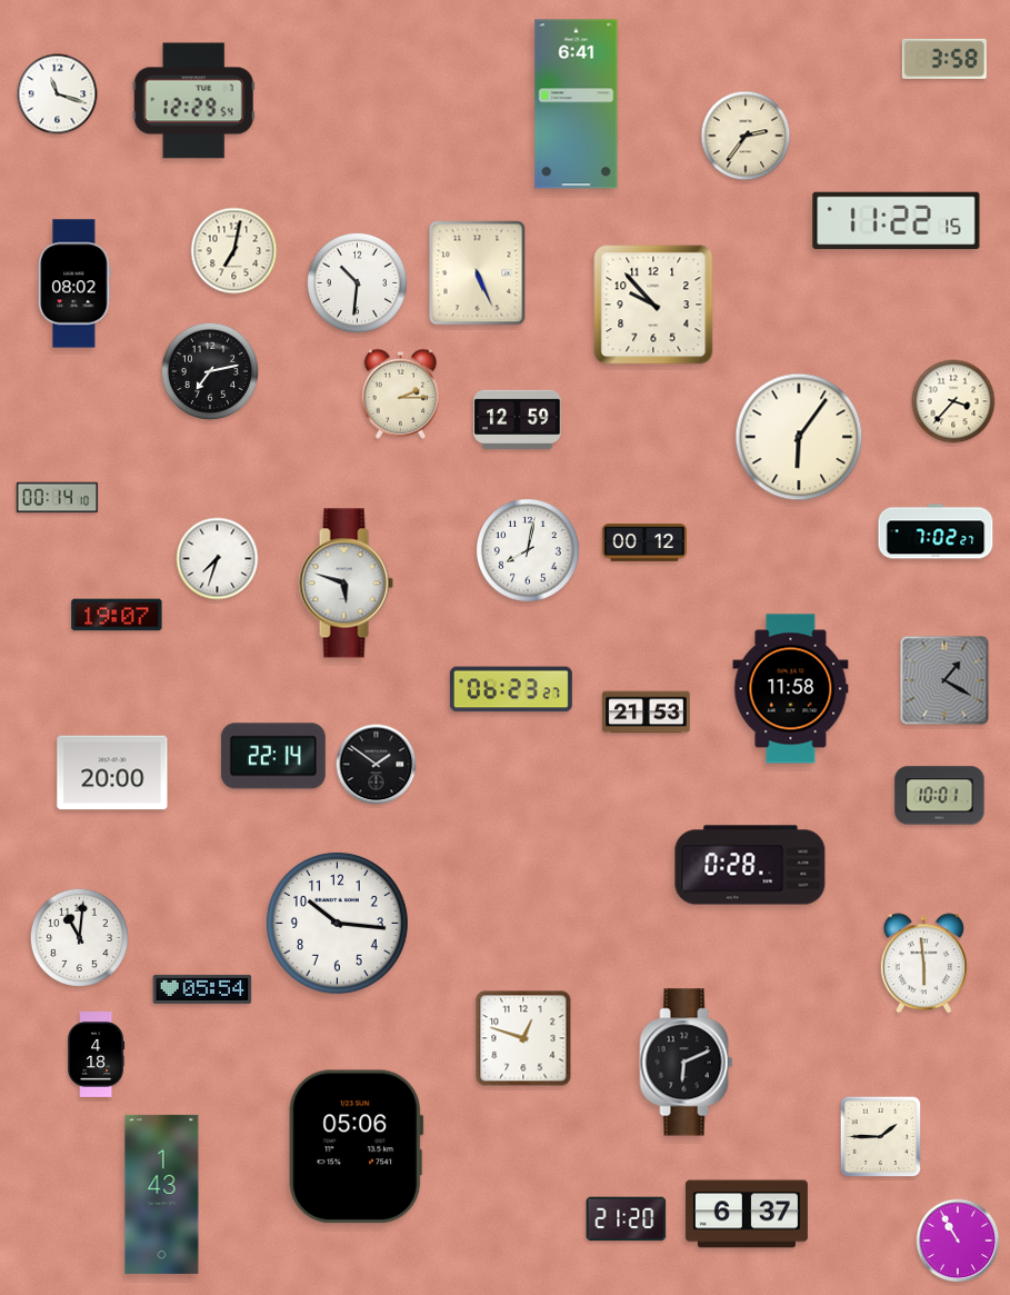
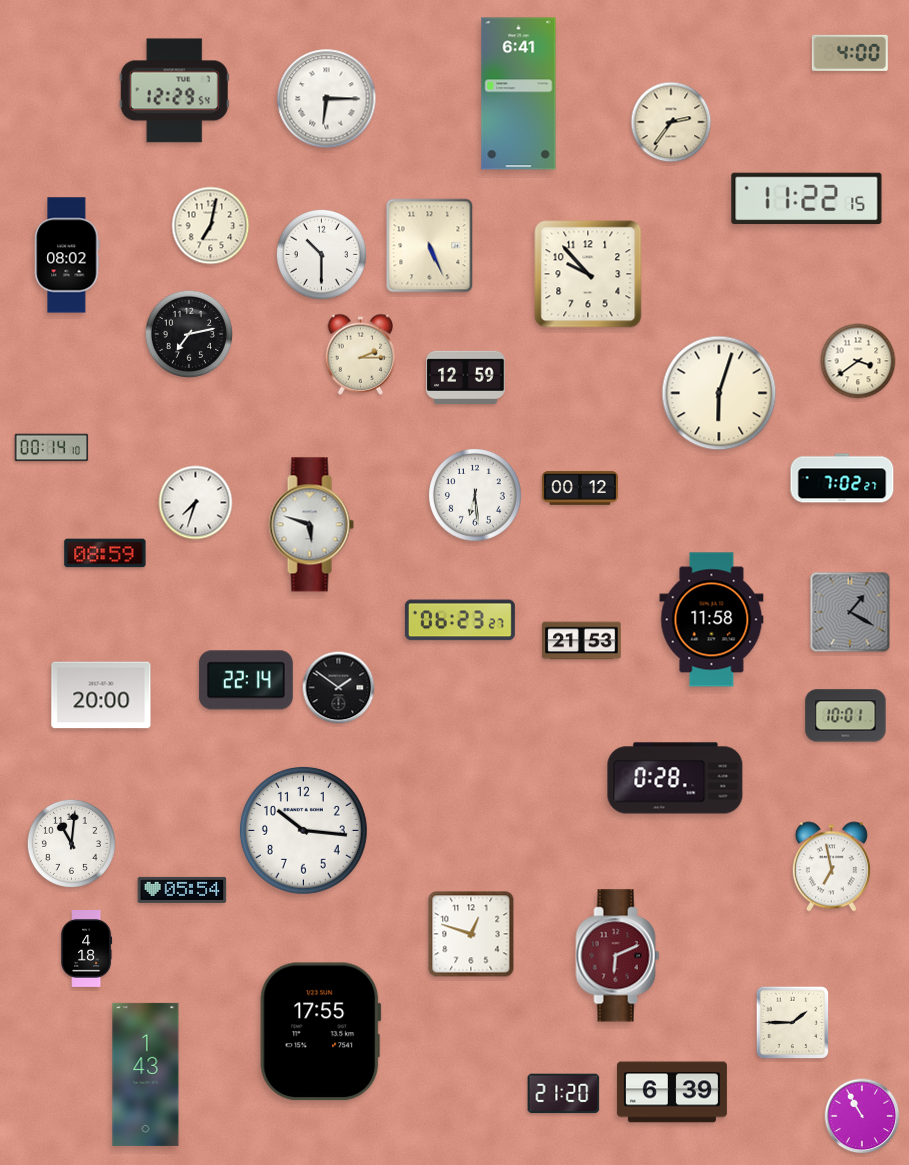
clock at (944, 59): 3:58 -> 4:00
clock at (58, 94): 11:18 -> none
clock at (327, 99): none -> 6:15
clock at (357, 282): 10:31 -> 10:30
clock at (953, 401): 3:37 -> 3:39
clock at (799, 437): 6:06 -> 6:03
clock at (529, 551): 8:02 -> 6:29
clock at (117, 615): 19:07 -> 08:59
clock at (923, 964): 5:59 -> 6:58
clock at (687, 1063) dial: black -> burgundy
clock at (357, 1147): 05:06 -> 17:55
clock at (747, 1214): 6:37 -> 6:39
clock at (627, 1219) position: (627, 1219) -> (564, 1094)
